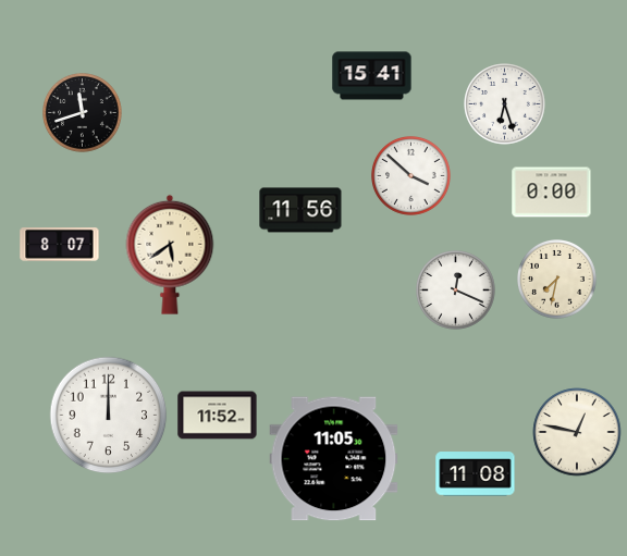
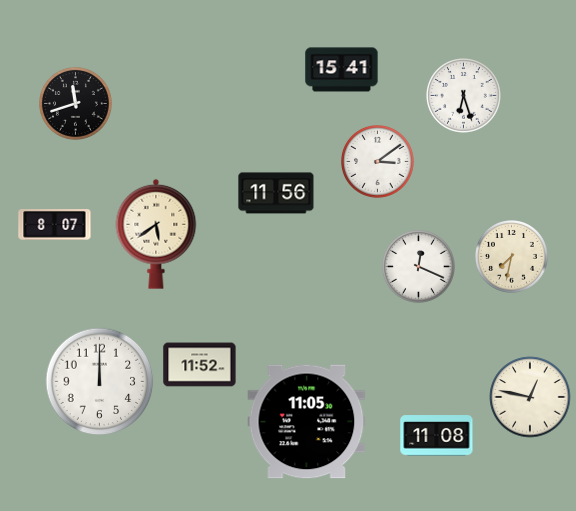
clock at (411, 176): 3:52 -> 3:09
clock at (552, 193): 0:00 -> none
clock at (218, 416) position: (218, 416) -> (200, 365)
